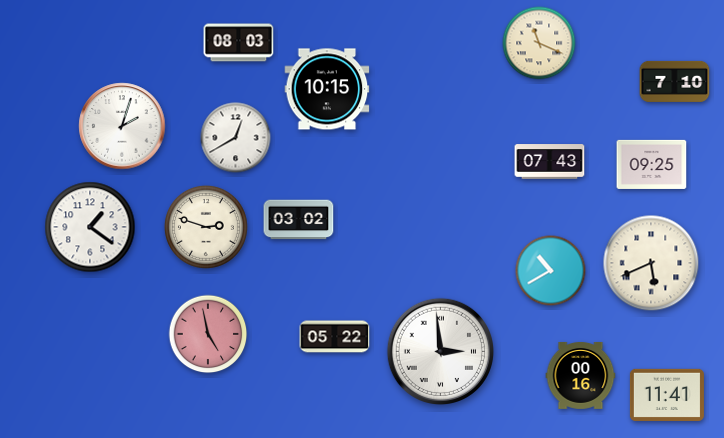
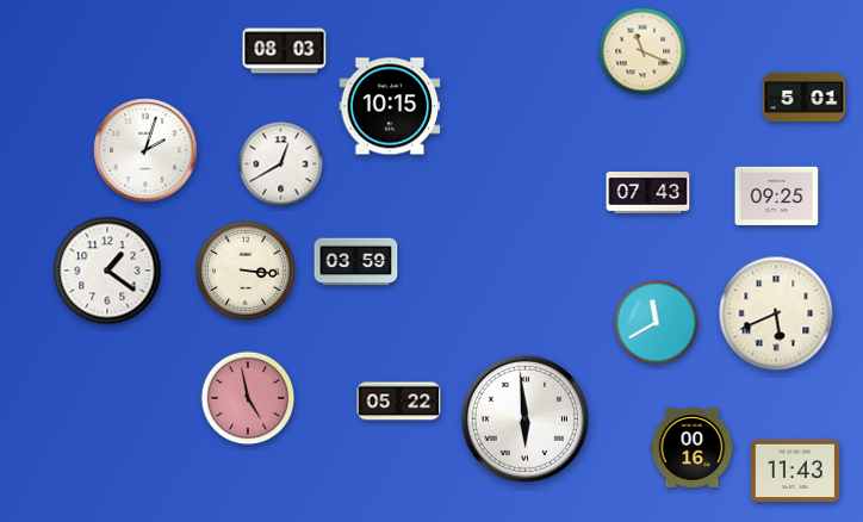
clock at (675, 81): 7:10 -> 5:01
clock at (550, 162) position: (550, 162) -> (648, 193)
clock at (299, 220): 03:02 -> 03:59
clock at (206, 227): 2:48 -> 3:16
clock at (551, 271): 10:40 -> 11:40
clock at (440, 351): 2:59 -> 5:59
clock at (667, 395): 11:41 -> 11:43
